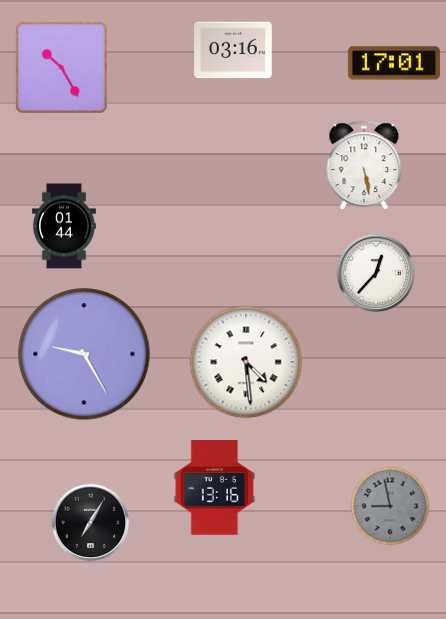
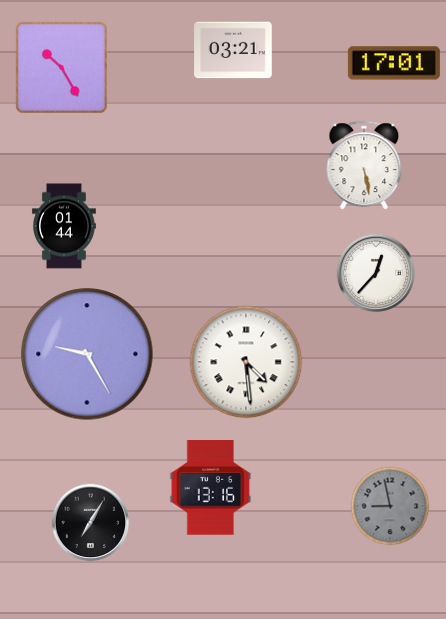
clock at (233, 50): 03:16 -> 03:21
clock at (84, 354) position: (84, 354) -> (87, 354)
clock at (215, 488) position: (215, 488) -> (211, 488)
